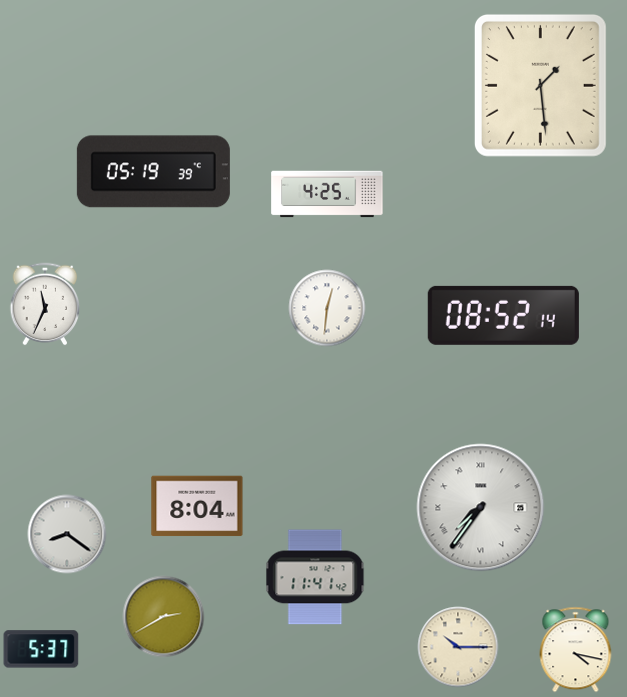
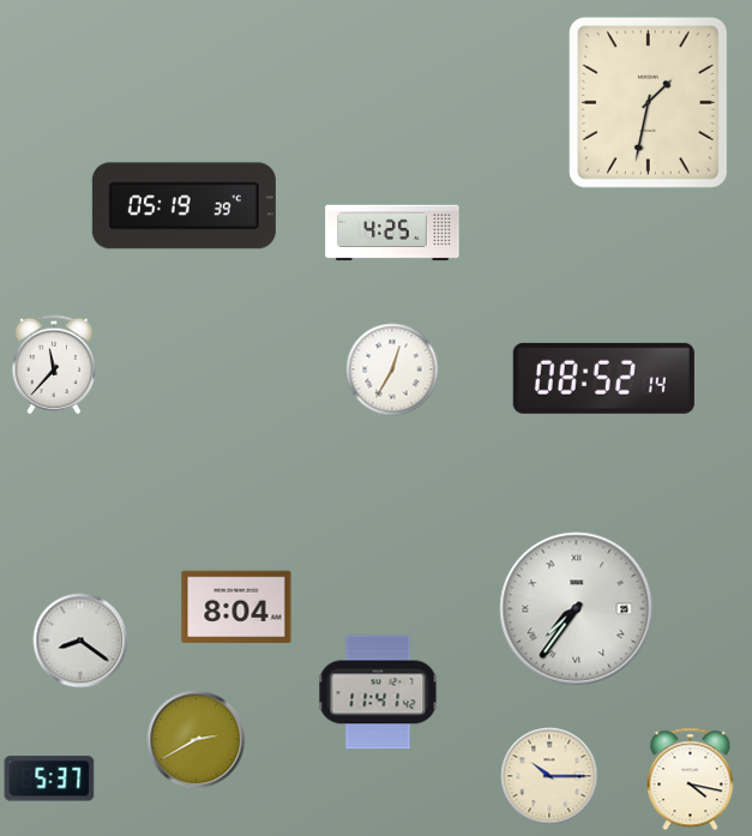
clock at (540, 85): 1:29 -> 1:32
clock at (45, 304): 11:34 -> 11:37
clock at (327, 308): 12:31 -> 12:35
